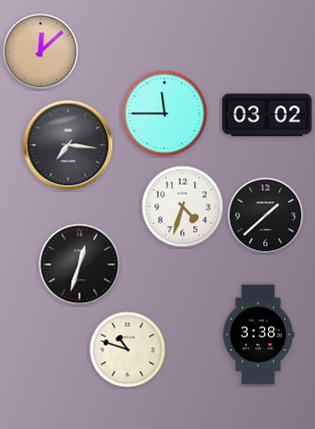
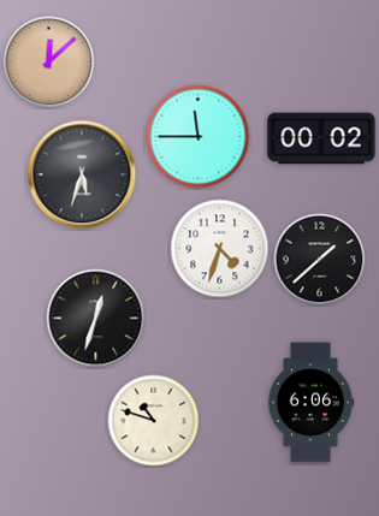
clock at (267, 115): 03:02 -> 00:02
clock at (68, 145): 7:16 -> 5:33
clock at (258, 335): 3:38 -> 6:06
